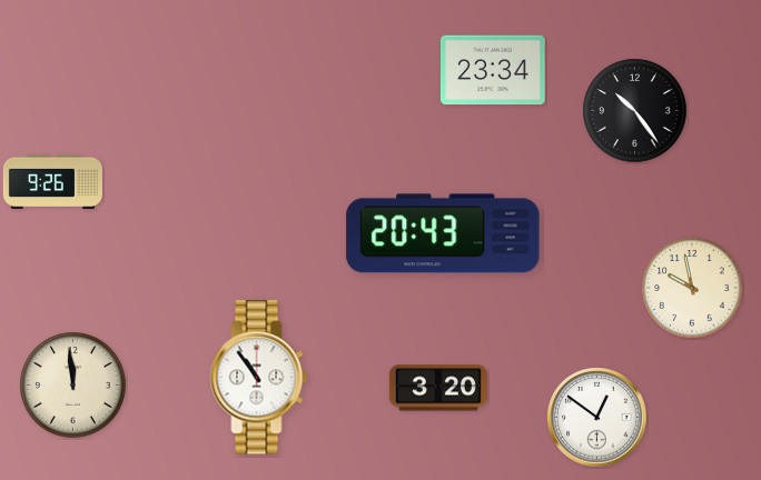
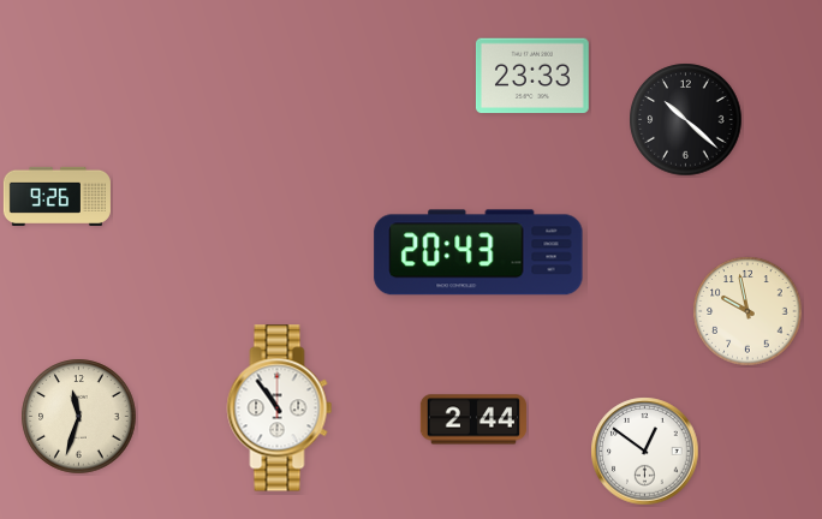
clock at (493, 70): 23:34 -> 23:33
clock at (635, 111): 10:24 -> 10:22
clock at (73, 386): 11:59 -> 11:33
clock at (438, 388): 3:20 -> 2:44
